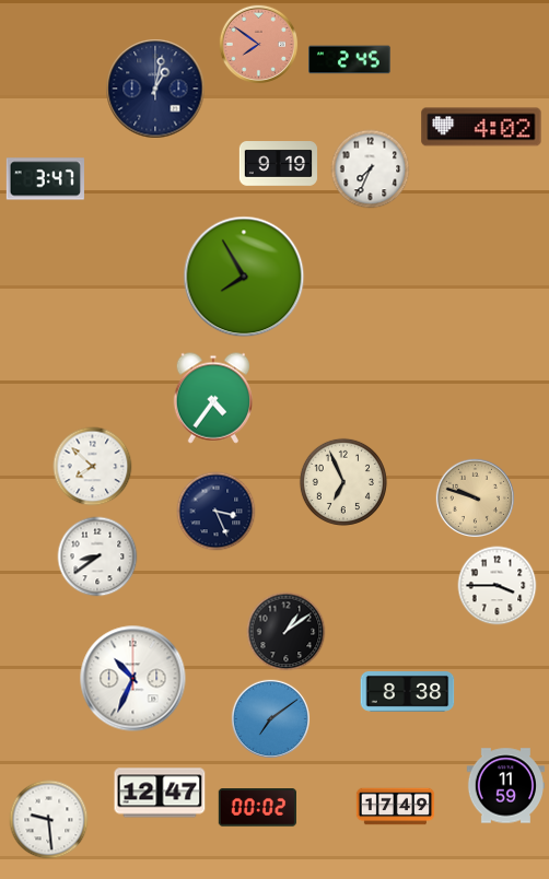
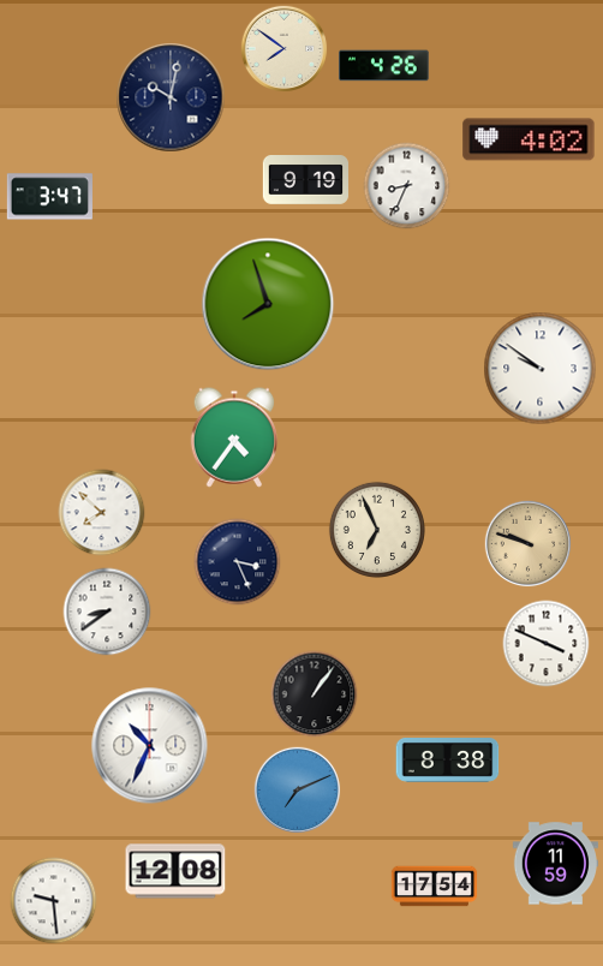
clock at (259, 45) dial: salmon -> cream
clock at (350, 60): 2:45 -> 4:26
clock at (155, 89): 1:02 -> 10:02
clock at (371, 169): 7:34 -> 8:34
clock at (244, 277): 7:55 -> 7:57
clock at (541, 369): none -> 9:51
clock at (476, 499) position: (476, 499) -> (529, 544)
clock at (498, 586): 3:45 -> 3:49
clock at (287, 632): 1:09 -> 1:06
clock at (133, 679) position: (133, 679) -> (150, 746)
clock at (271, 719): 7:09 -> 7:11
clock at (160, 793): 12:47 -> 12:08
clock at (396, 807): 17:49 -> 17:54
clock at (257, 808): 00:02 -> none
